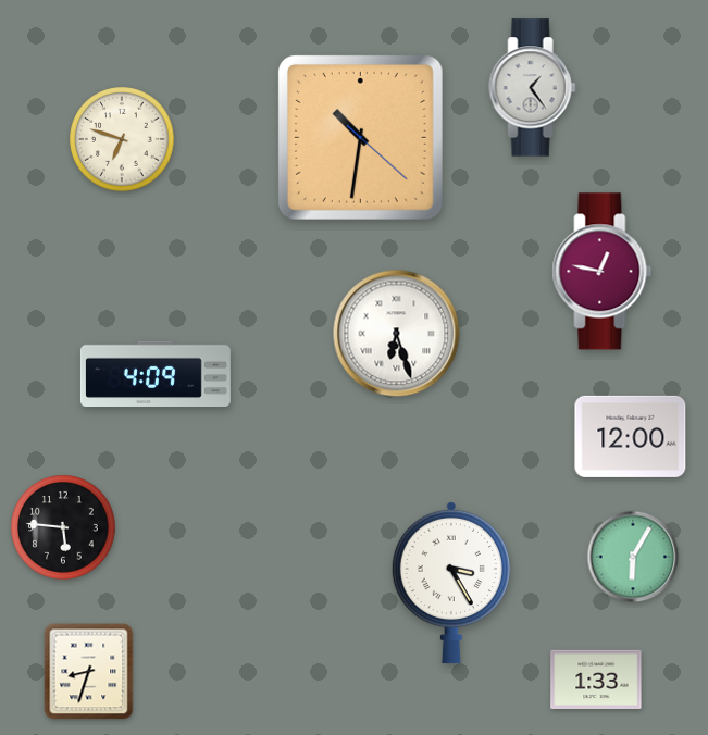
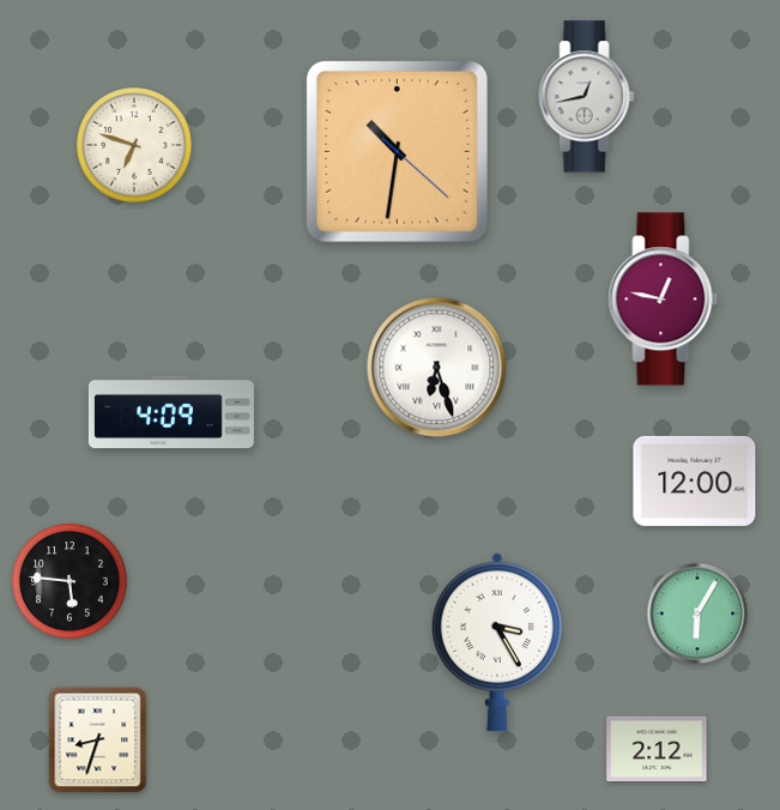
clock at (533, 88): 1:24 -> 12:43
clock at (122, 139) position: (122, 139) -> (134, 145)
clock at (596, 680): 1:33 -> 2:12
